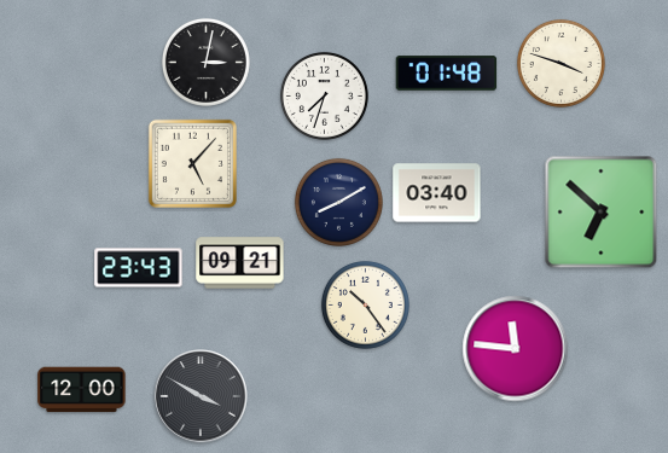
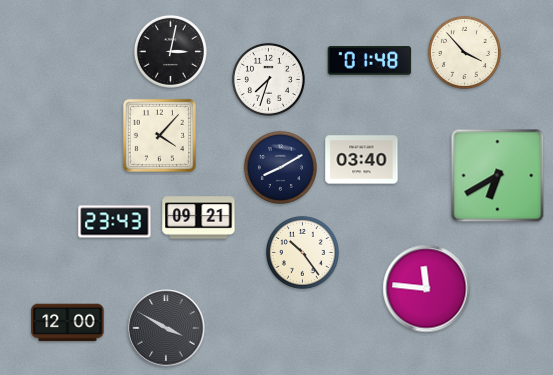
clock at (560, 63): 3:48 -> 3:53
clock at (192, 163): 5:07 -> 4:07
clock at (602, 213): 6:52 -> 6:40
